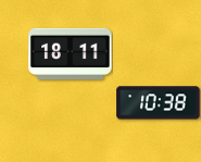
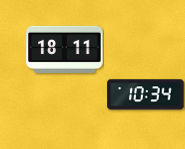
clock at (159, 103): 10:38 -> 10:34
